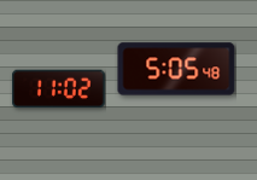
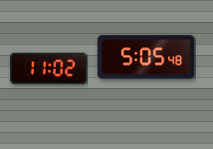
clock at (59, 89) position: (59, 89) -> (49, 69)
